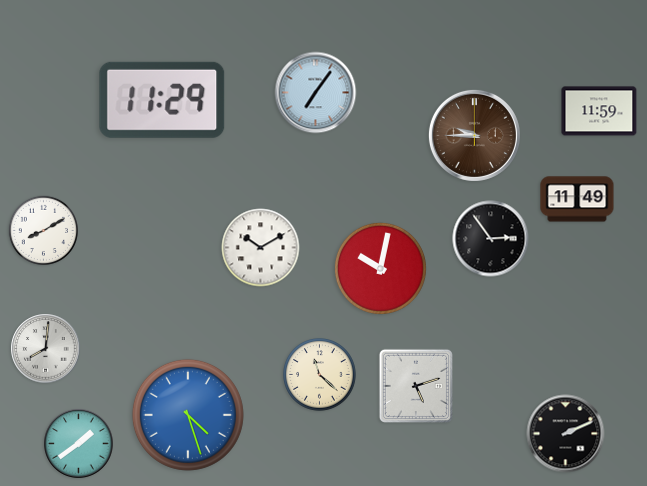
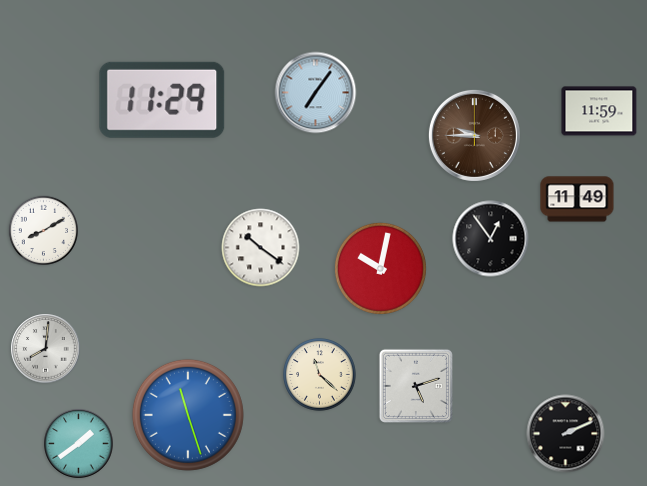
clock at (491, 239): 2:54 -> 12:54
clock at (261, 248): 10:10 -> 10:21
clock at (188, 415): 4:27 -> 11:27
